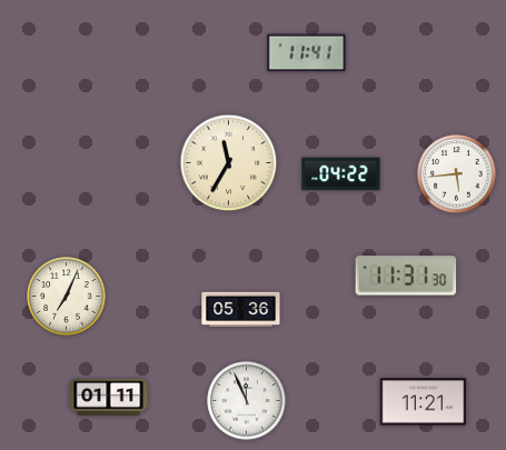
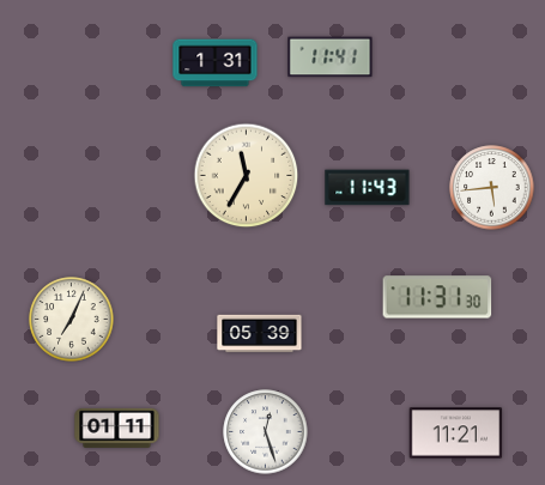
clock at (216, 63): none -> 1:31
clock at (341, 174): 04:22 -> 11:43
clock at (241, 310): 05:36 -> 05:39
clock at (247, 401): 11:56 -> 12:27
